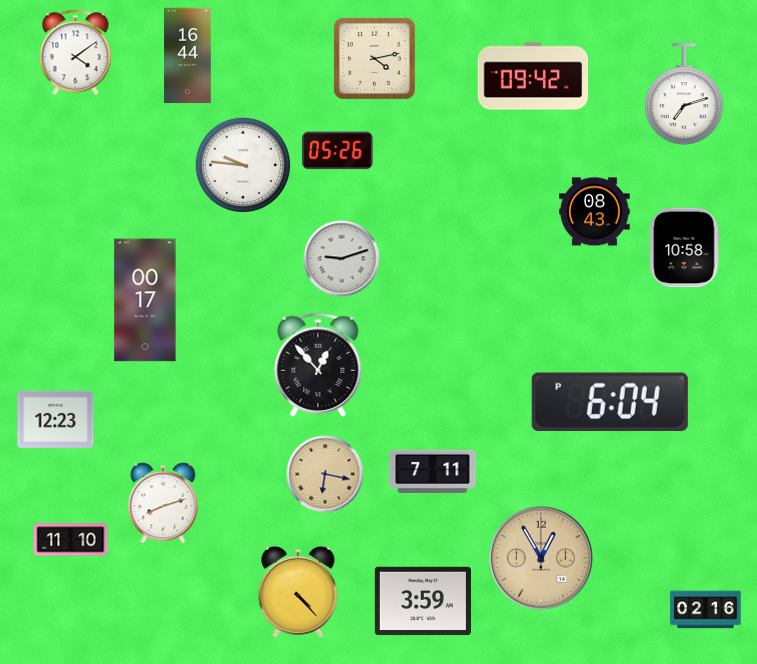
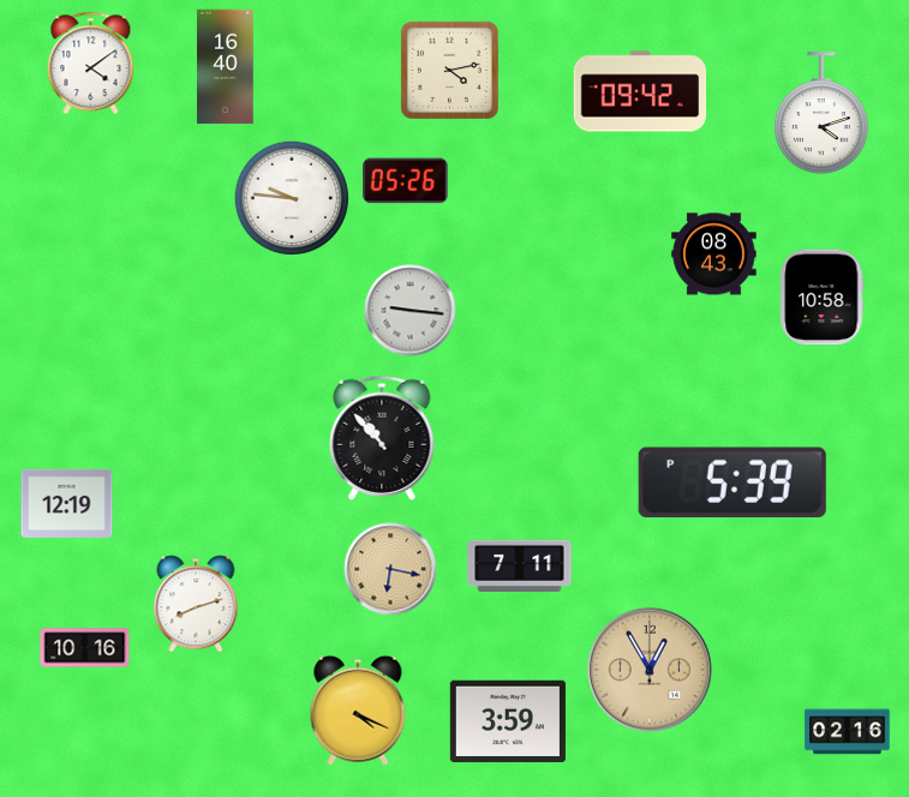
clock at (188, 56): 16:44 -> 16:40
clock at (685, 94): 7:12 -> 4:12
clock at (342, 259): 9:12 -> 9:16
clock at (145, 300): 00:17 -> none
clock at (318, 364): 12:53 -> 10:53
clock at (610, 401): 6:04 -> 5:39
clock at (56, 419): 12:23 -> 12:19
clock at (71, 540): 11:10 -> 10:16
clock at (298, 592): 4:23 -> 4:19
